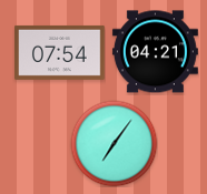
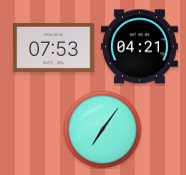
clock at (60, 52): 07:54 -> 07:53
